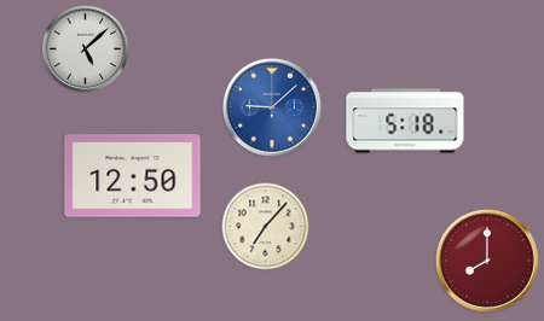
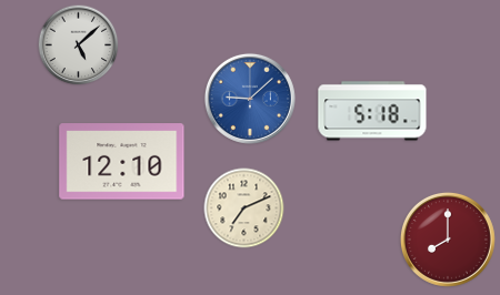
clock at (133, 176): 12:50 -> 12:10
clock at (266, 227): 7:07 -> 7:11
